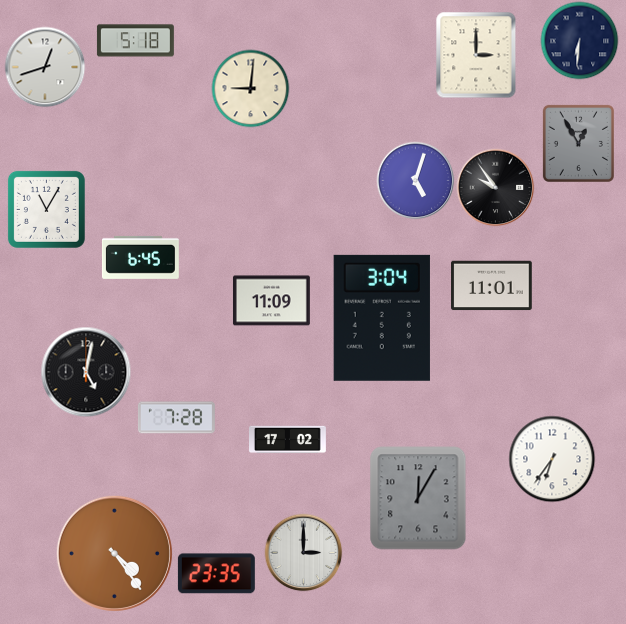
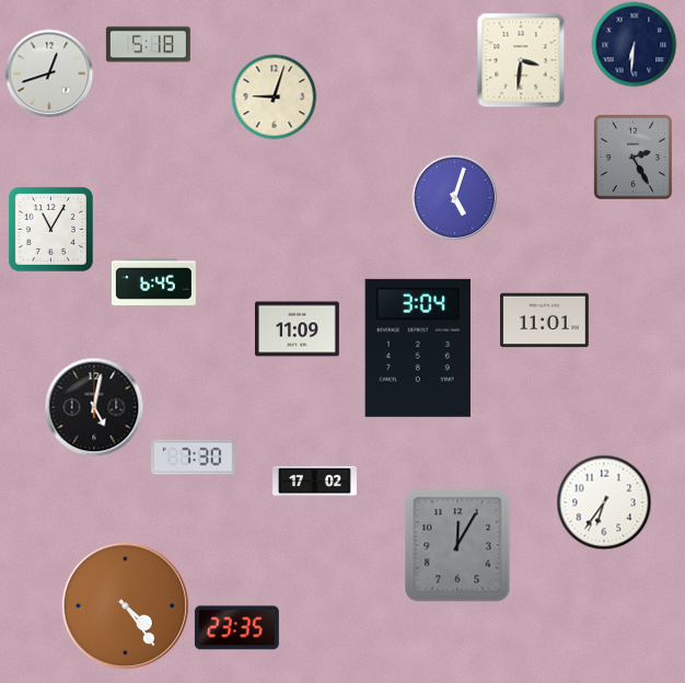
clock at (476, 55): 3:00 -> 3:31
clock at (250, 88): 9:01 -> 9:03
clock at (578, 143): 12:55 -> 2:25
clock at (495, 187): 9:54 -> none
clock at (492, 286) position: (492, 286) -> (545, 321)
clock at (176, 418): 7:28 -> 7:30
clock at (303, 552): 3:00 -> none
